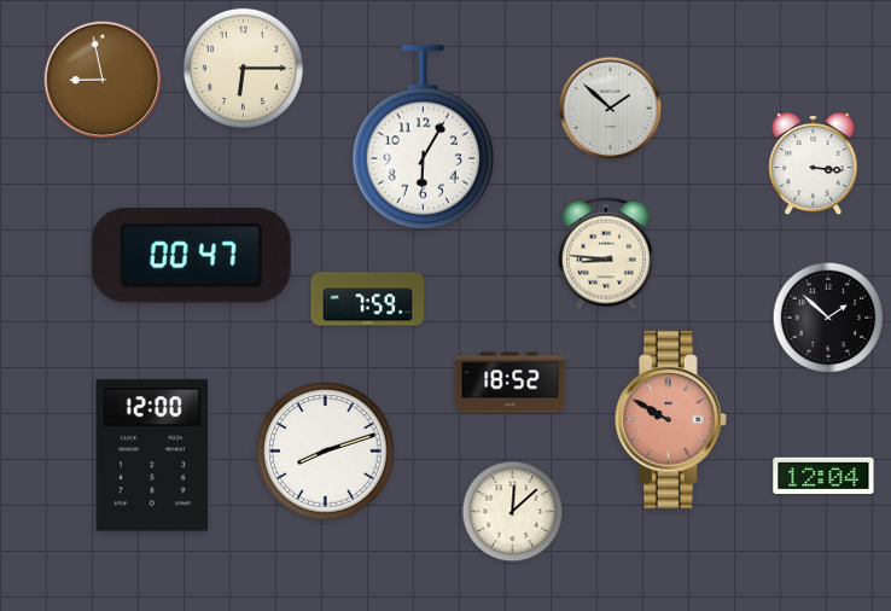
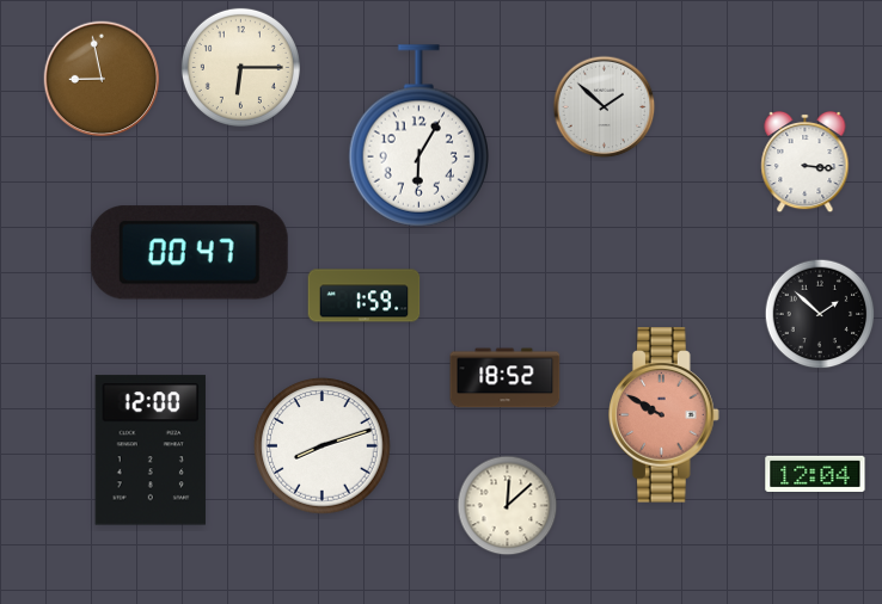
clock at (606, 254): 8:46 -> none
clock at (368, 299): 7:59 -> 1:59
clock at (823, 475) position: (823, 475) -> (815, 473)
